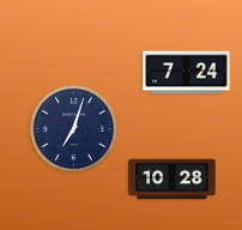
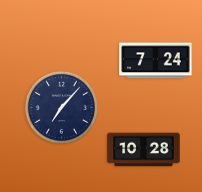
clock at (73, 128): 7:03 -> 7:07
